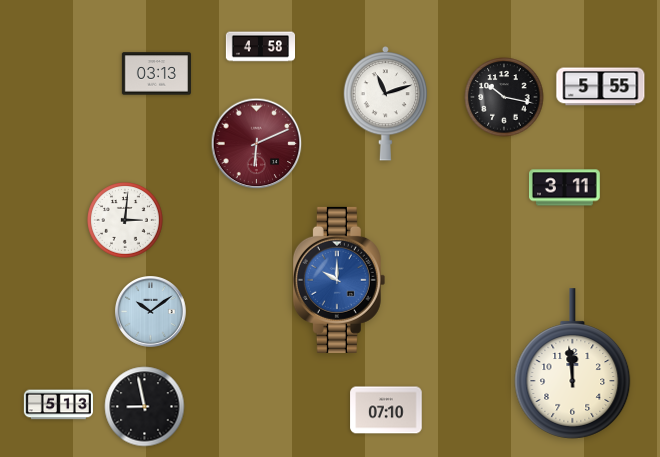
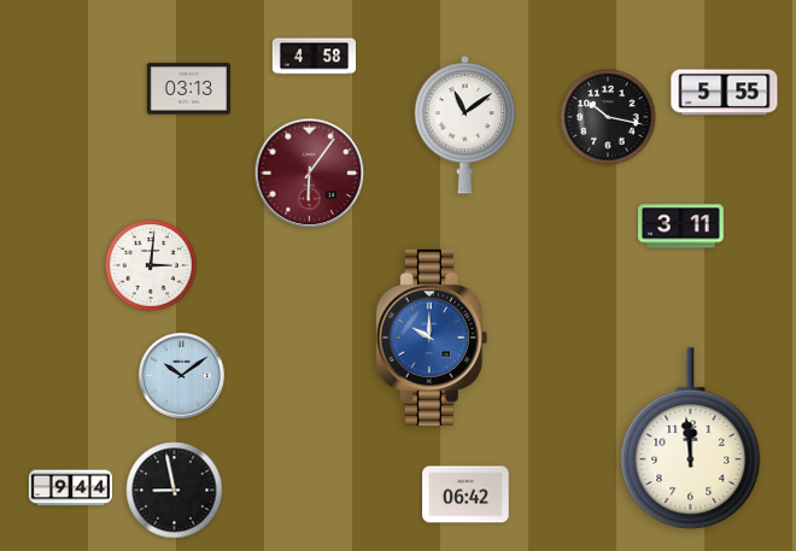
clock at (601, 87) position: (601, 87) -> (725, 93)
clock at (386, 104): 11:12 -> 11:09
clock at (257, 144): 6:11 -> 6:06
clock at (339, 280) position: (339, 280) -> (432, 338)
clock at (58, 405): 5:13 -> 9:44
clock at (386, 410): 07:10 -> 06:42
